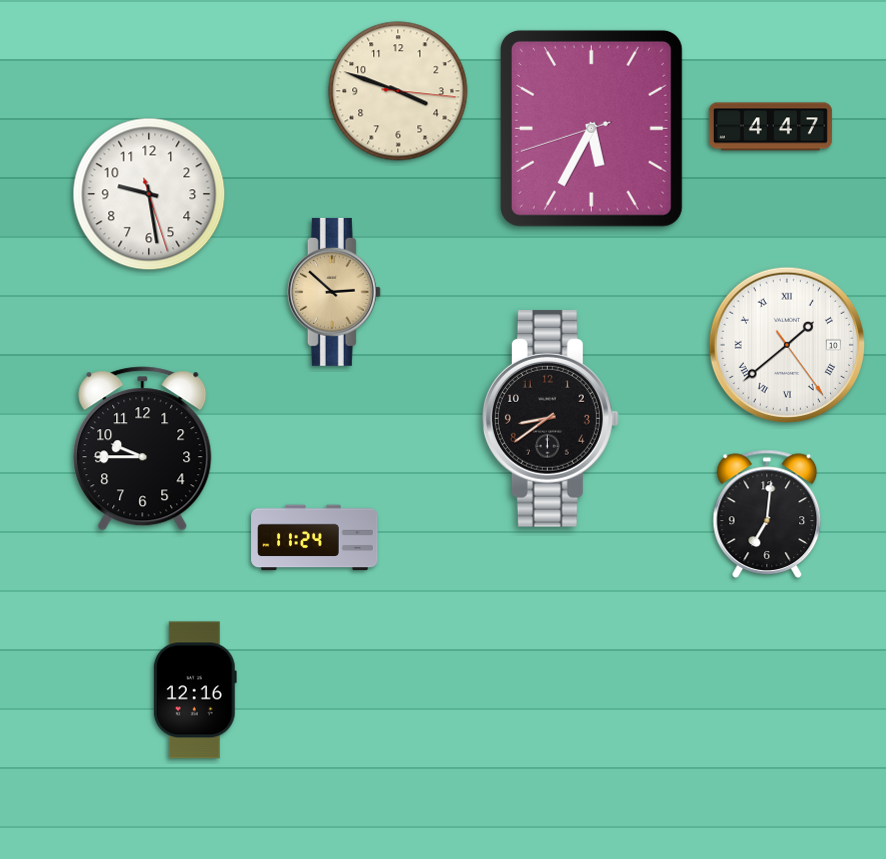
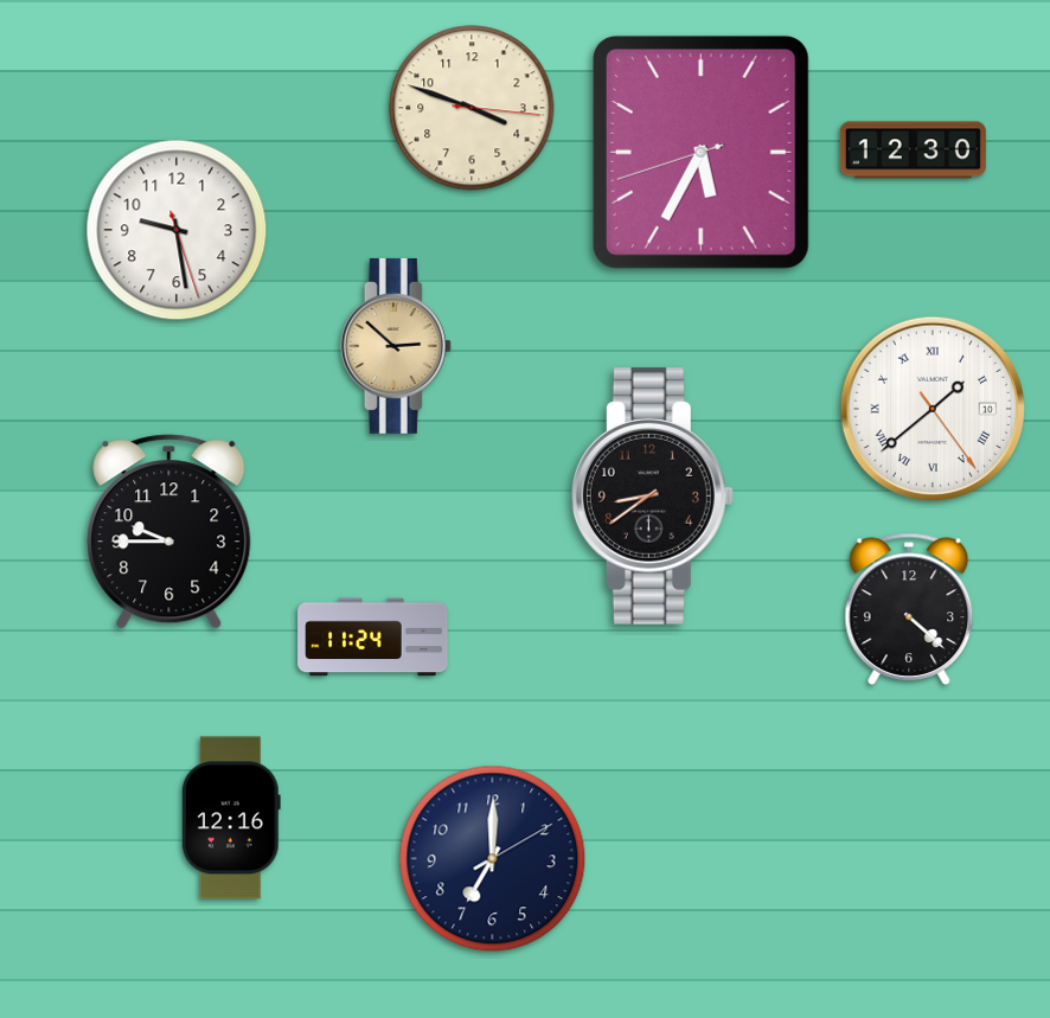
clock at (770, 127): 4:47 -> 12:30
clock at (767, 514): 7:01 -> 4:22
clock at (493, 859): none -> 7:00
